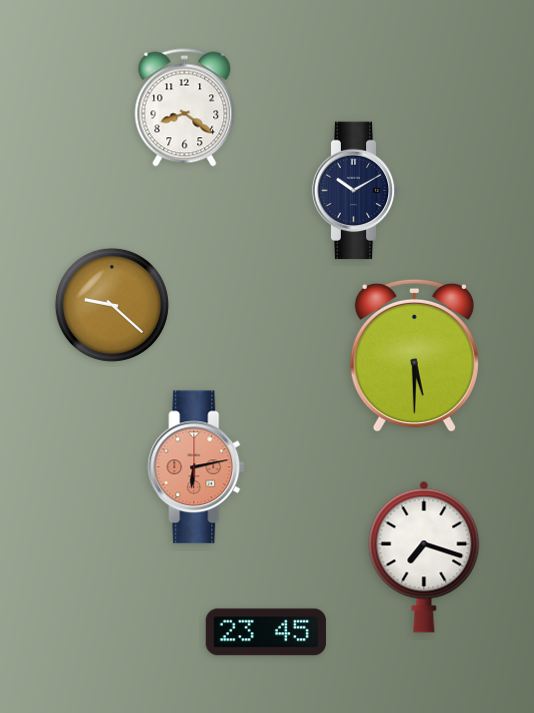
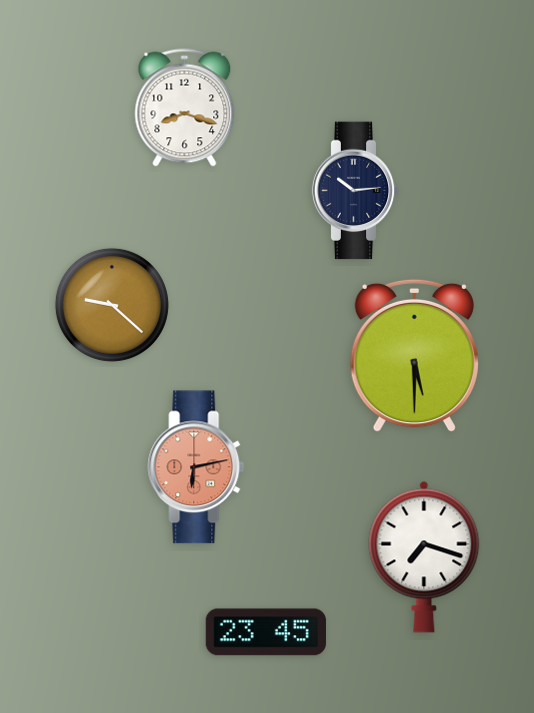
clock at (185, 108): 8:21 -> 8:18
clock at (356, 191): 10:10 -> 10:14
